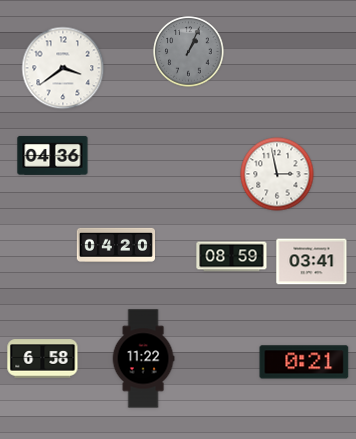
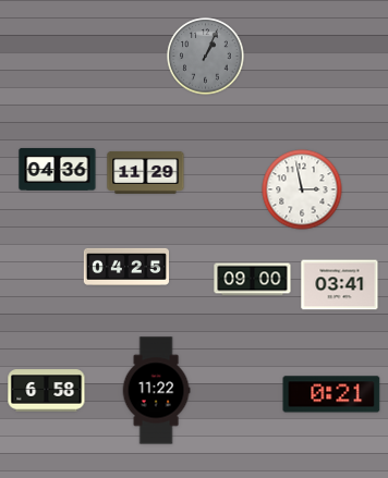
clock at (63, 68): 3:39 -> none
clock at (146, 173): none -> 11:29
clock at (115, 245): 04:20 -> 04:25
clock at (232, 257): 08:59 -> 09:00
